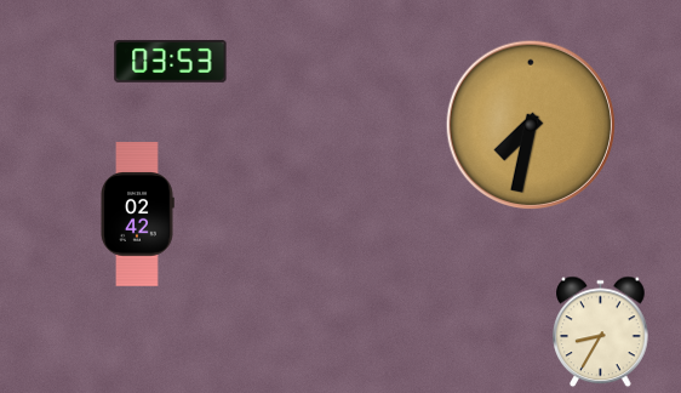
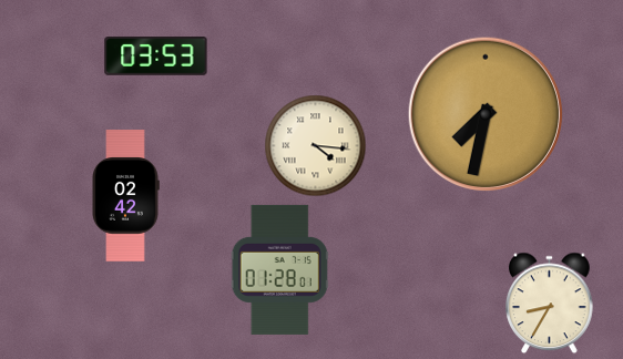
clock at (316, 146): none -> 4:16
clock at (279, 269): none -> 01:28
